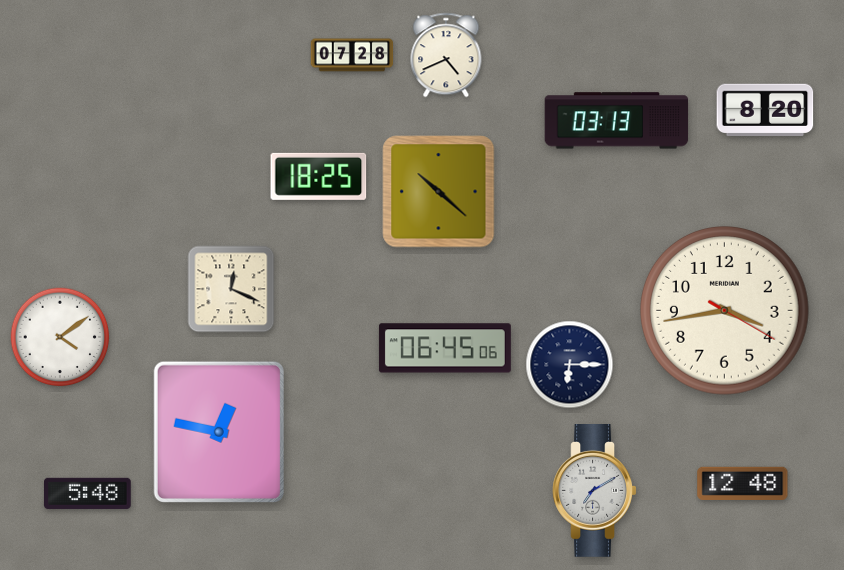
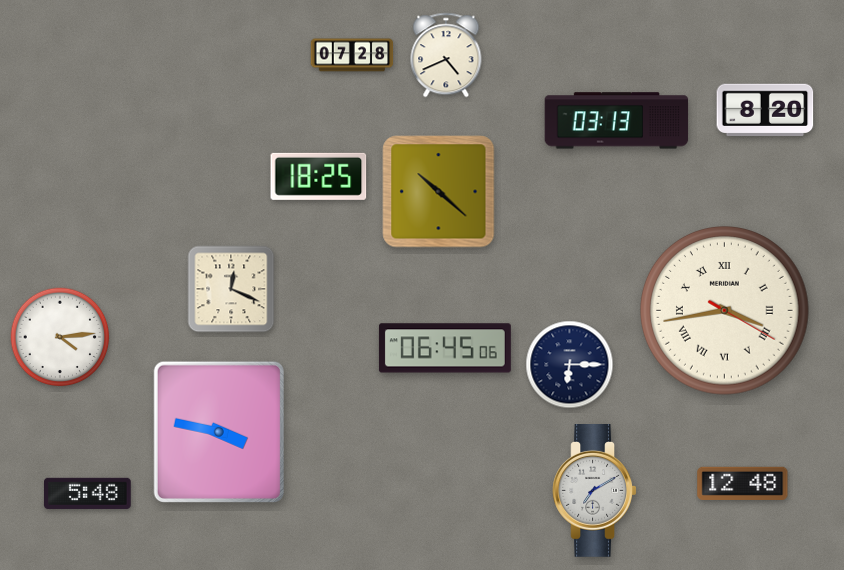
clock at (725, 311) numerals: Arabic -> Roman
clock at (60, 337): 4:09 -> 4:14
clock at (219, 432): 12:47 -> 3:47
